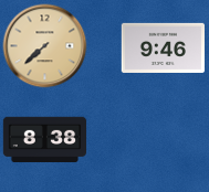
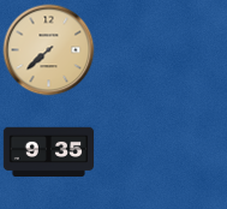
clock at (163, 47): 9:46 -> none
clock at (45, 140): 8:38 -> 9:35
